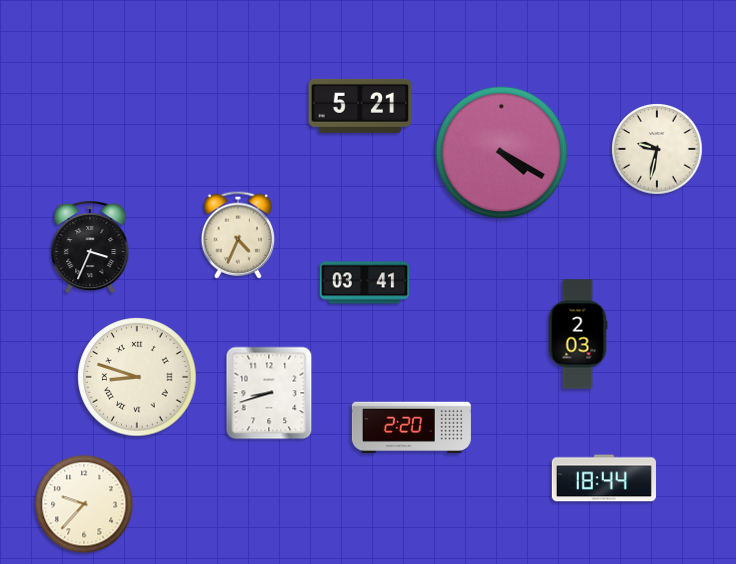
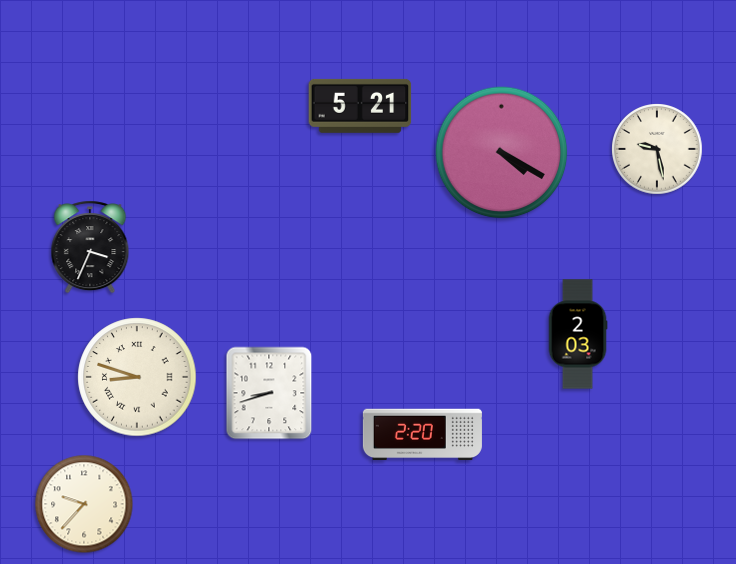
clock at (657, 149): 9:32 -> 9:28
clock at (238, 235): 4:34 -> none
clock at (365, 283): 03:41 -> none
clock at (411, 428) position: (411, 428) -> (422, 435)
clock at (603, 478): 18:44 -> none
